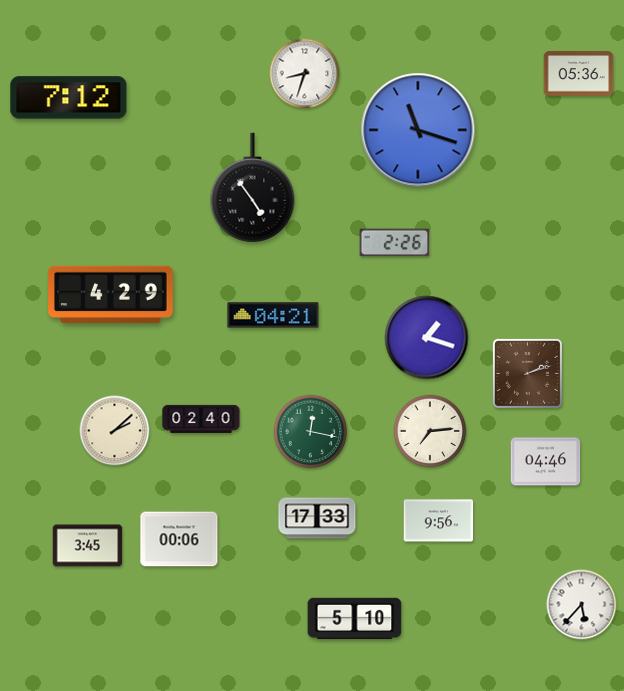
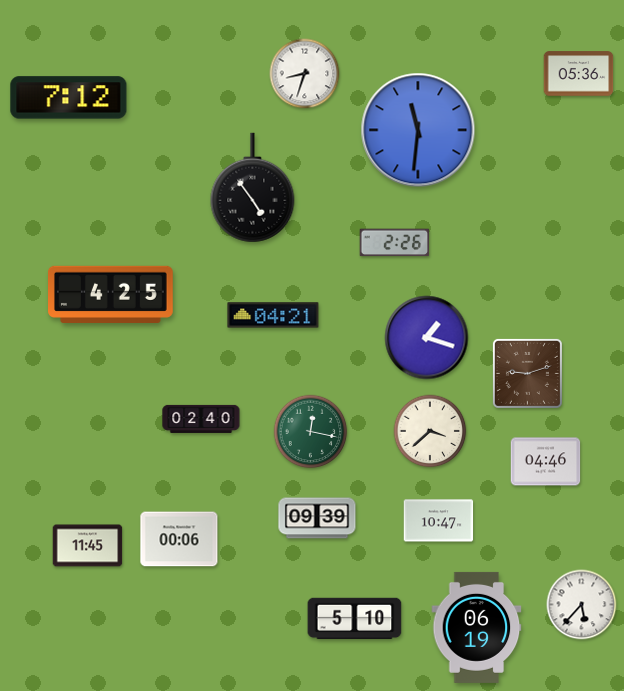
clock at (418, 130): 11:18 -> 11:31
clock at (111, 294): 4:29 -> 4:25
clock at (527, 373): 2:12 -> 9:12
clock at (115, 431): 2:08 -> none
clock at (430, 431): 7:14 -> 3:38
clock at (317, 518): 17:33 -> 09:39
clock at (439, 521): 9:56 -> 10:47
clock at (88, 546): 3:45 -> 11:45
clock at (477, 627): none -> 06:19
